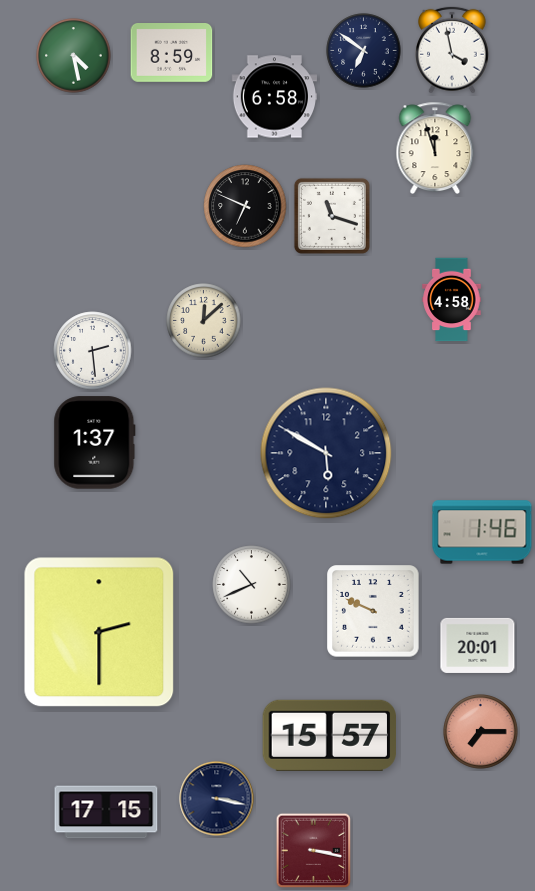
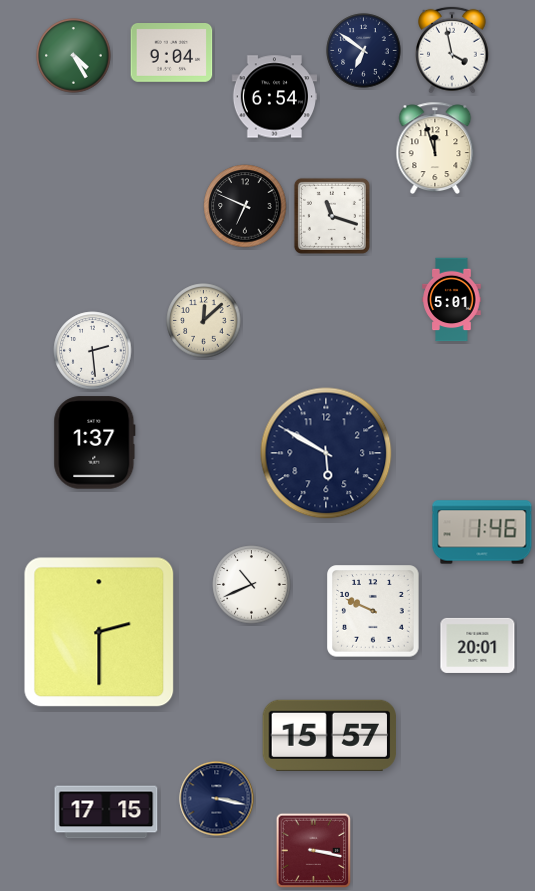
clock at (172, 53): 8:59 -> 9:04
clock at (74, 56): 4:28 -> 4:25
clock at (274, 97): 6:58 -> 6:54
clock at (452, 300): 4:58 -> 5:01
clock at (481, 732): 7:15 -> none
